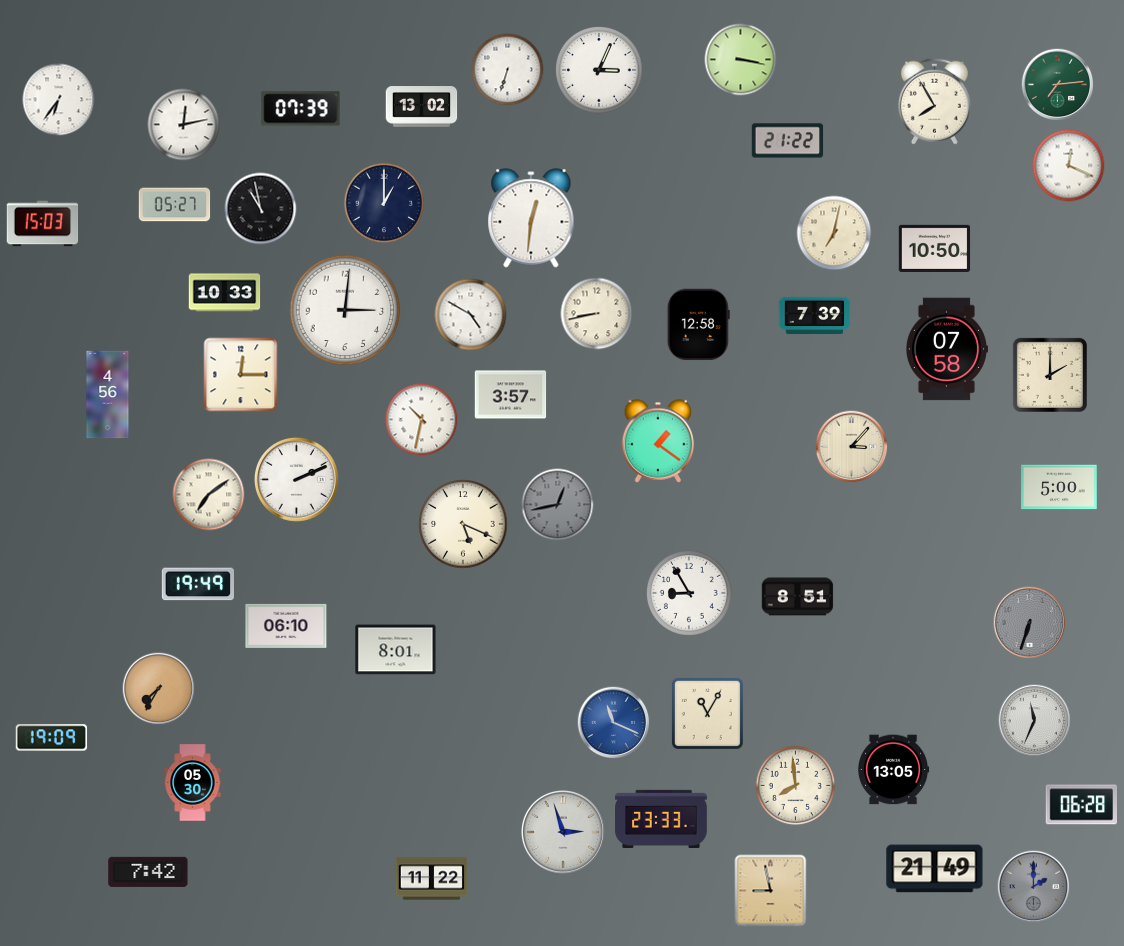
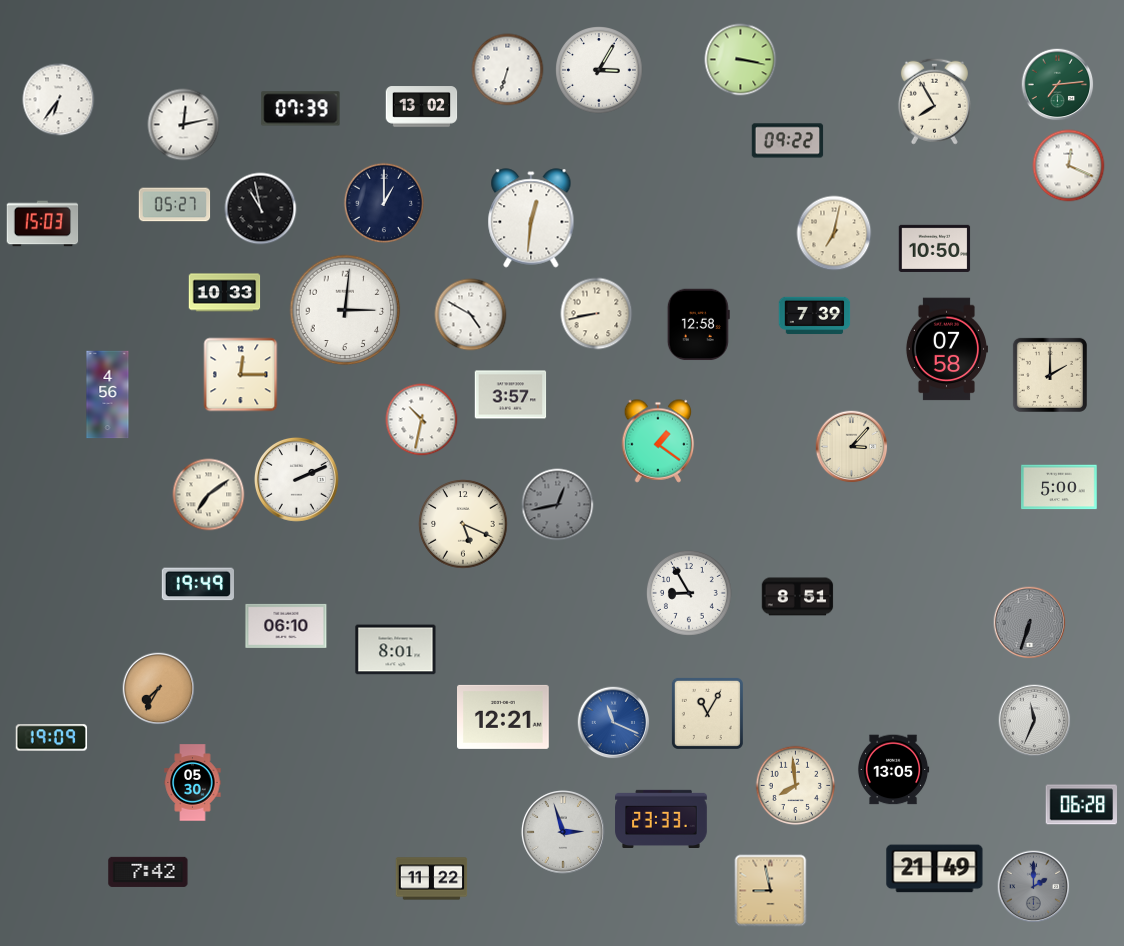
clock at (600, 71): 3:04 -> 3:05
clock at (788, 141): 21:22 -> 09:22
clock at (504, 717): none -> 12:21
